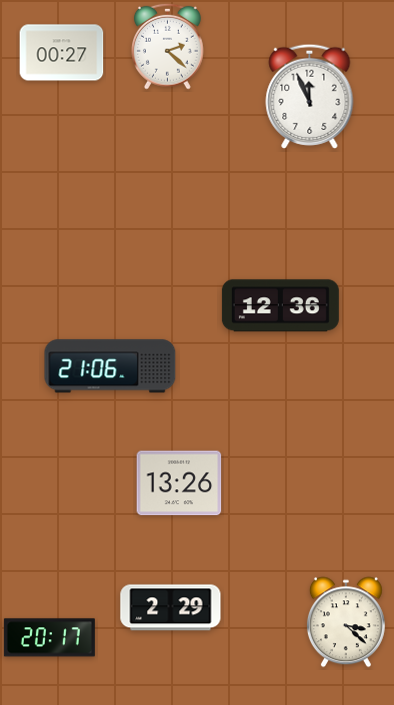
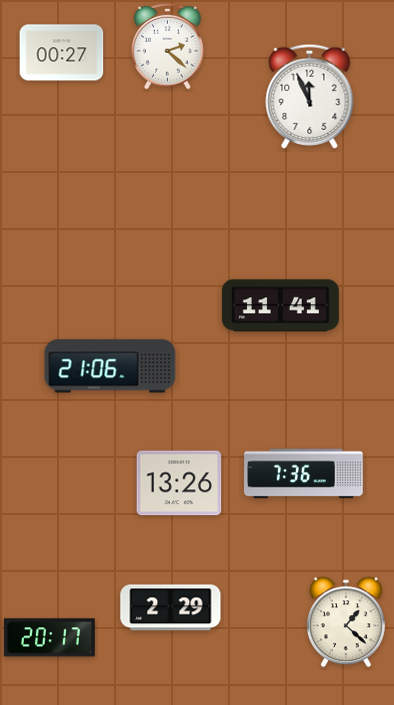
clock at (280, 306): 12:36 -> 11:41
clock at (304, 474): none -> 7:36
clock at (346, 622): 3:22 -> 1:22
